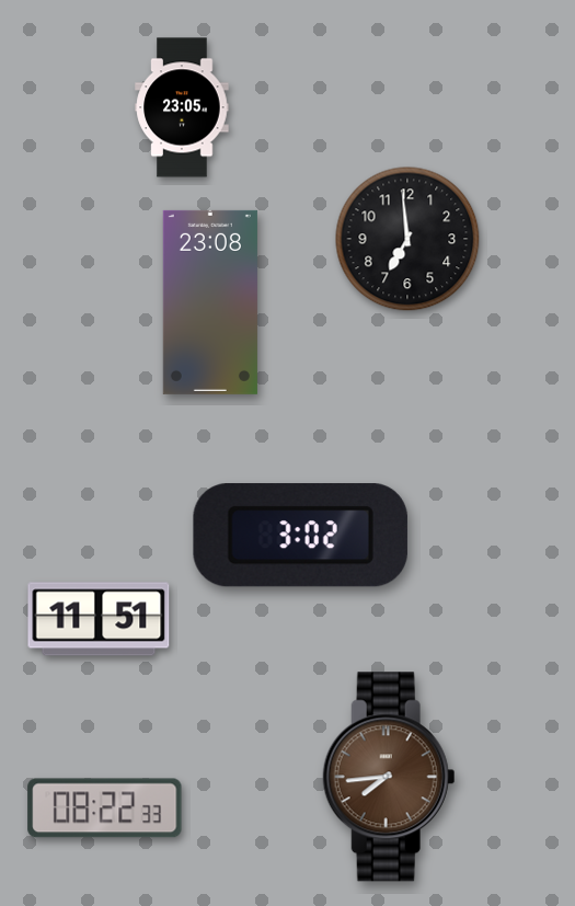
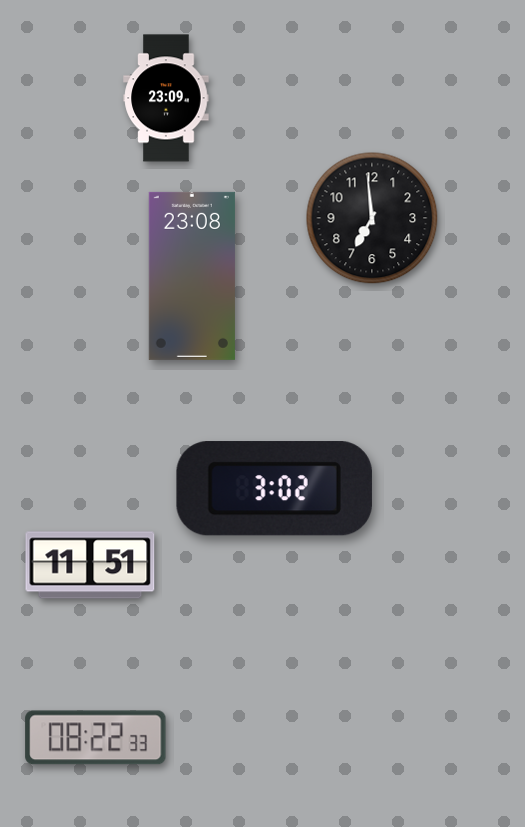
clock at (182, 107): 23:05 -> 23:09
clock at (389, 777): 7:44 -> none
